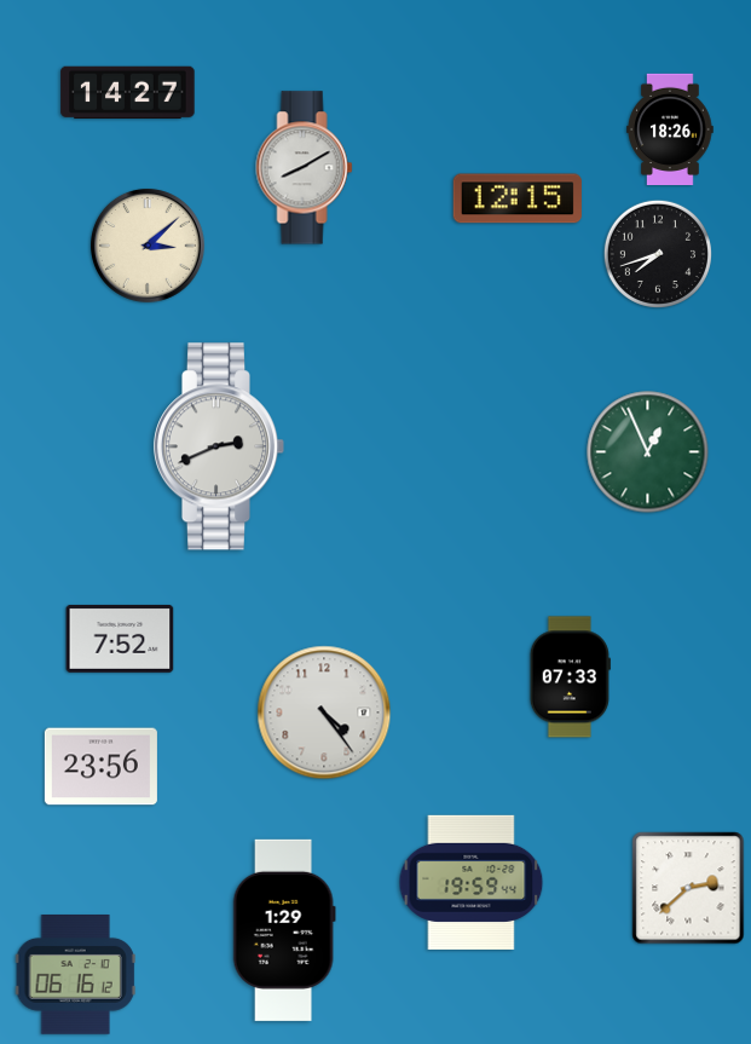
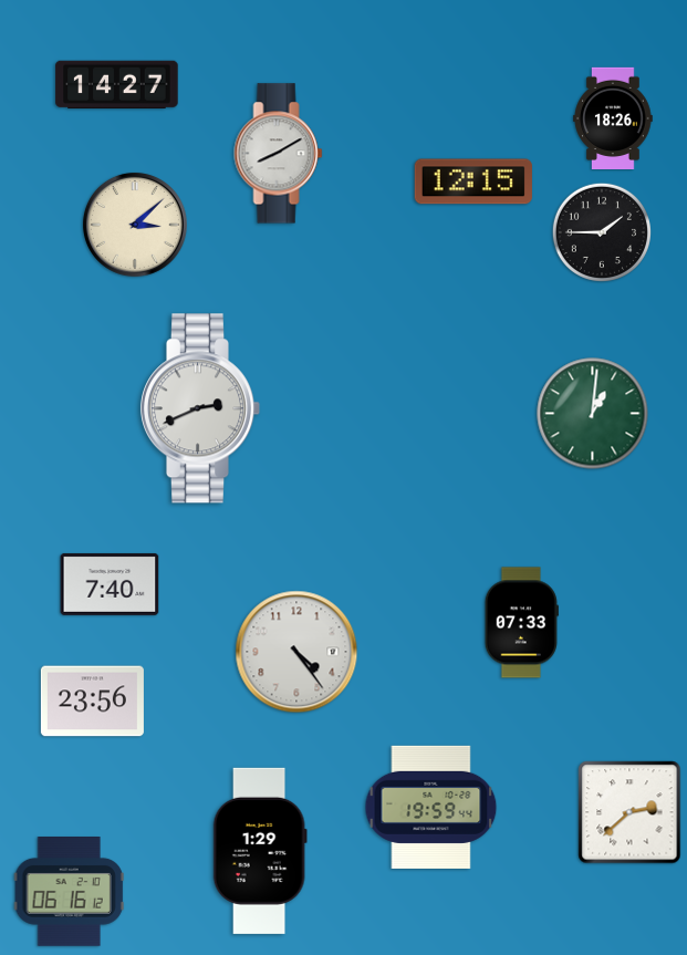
clock at (658, 254): 7:42 -> 1:45
clock at (648, 452): 12:56 -> 1:01
clock at (120, 639): 7:52 -> 7:40
clock at (570, 677) position: (570, 677) -> (521, 623)
